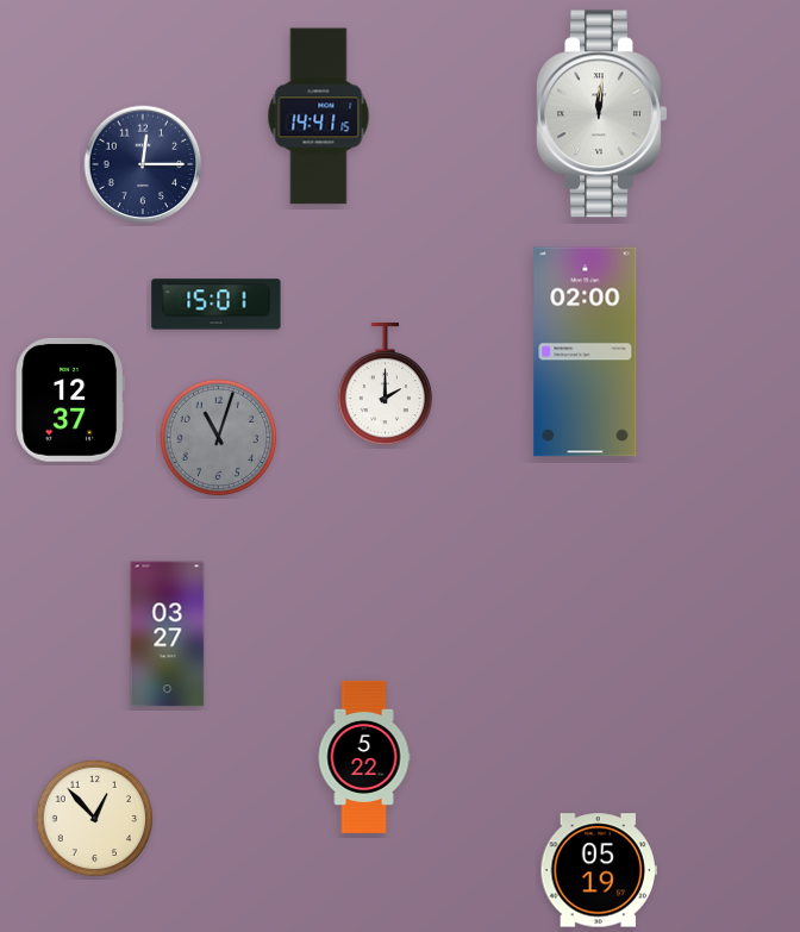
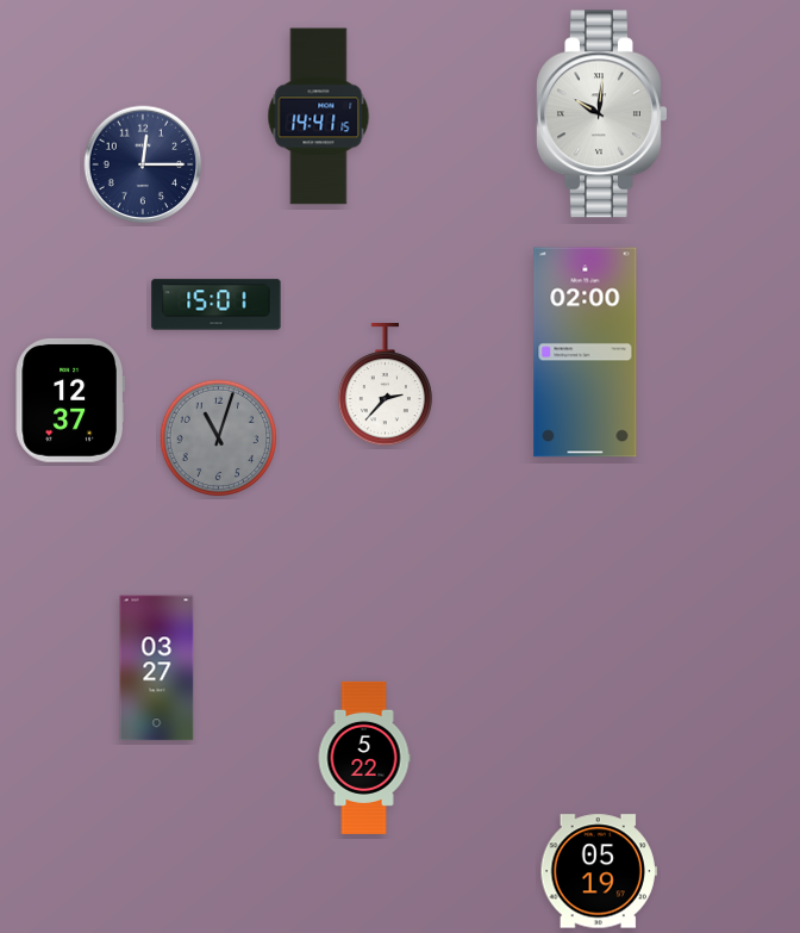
clock at (602, 114): 12:01 -> 10:01
clock at (385, 386): 2:00 -> 2:37
clock at (168, 634) position: (168, 634) -> (157, 668)
clock at (95, 819): 12:53 -> none
